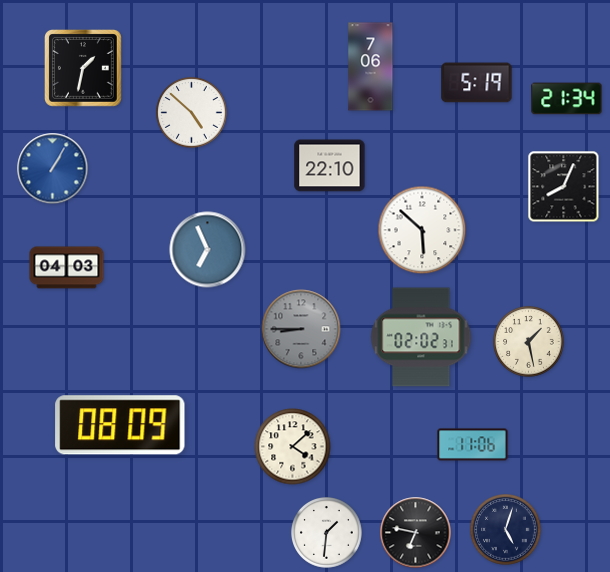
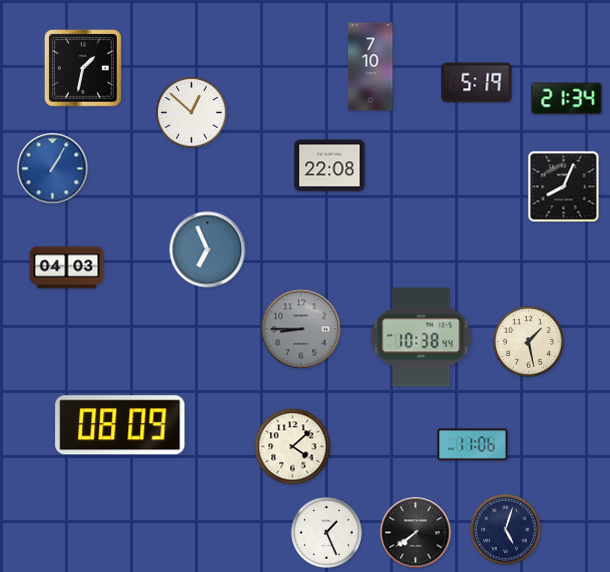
clock at (371, 67): 7:06 -> 7:10
clock at (192, 113): 4:52 -> 12:52
clock at (330, 166): 22:10 -> 22:08
clock at (422, 230): 5:52 -> none
clock at (421, 337): 02:02 -> 10:38
clock at (327, 533): 1:31 -> 1:26
clock at (416, 533): 6:47 -> 7:39
